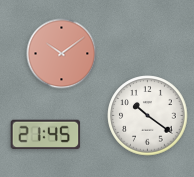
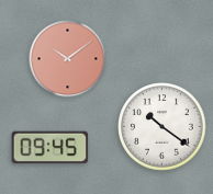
clock at (46, 135): 21:45 -> 09:45
